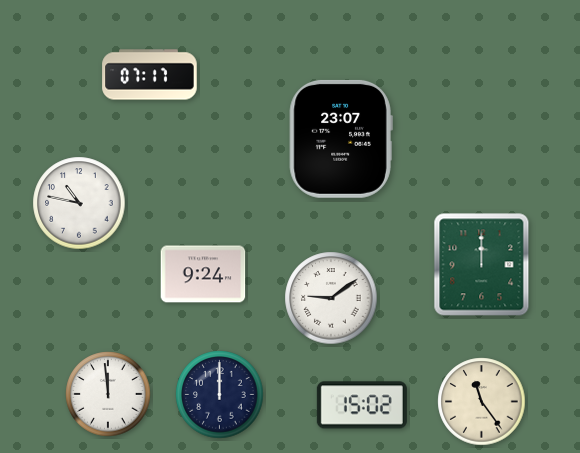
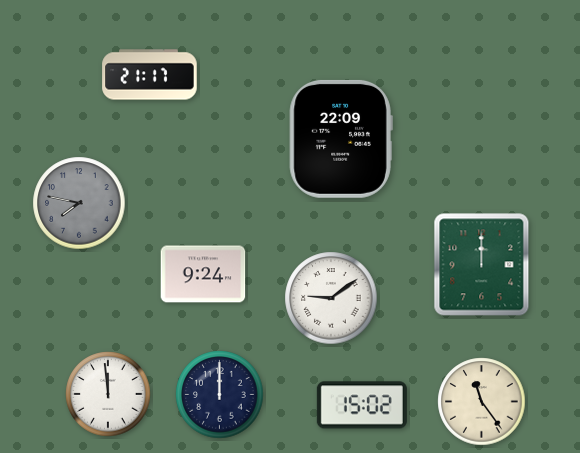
clock at (150, 75): 07:17 -> 21:17
clock at (341, 139): 23:07 -> 22:09
clock at (79, 203): 10:47 -> 7:47
clock at (79, 203) dial: white -> grey
